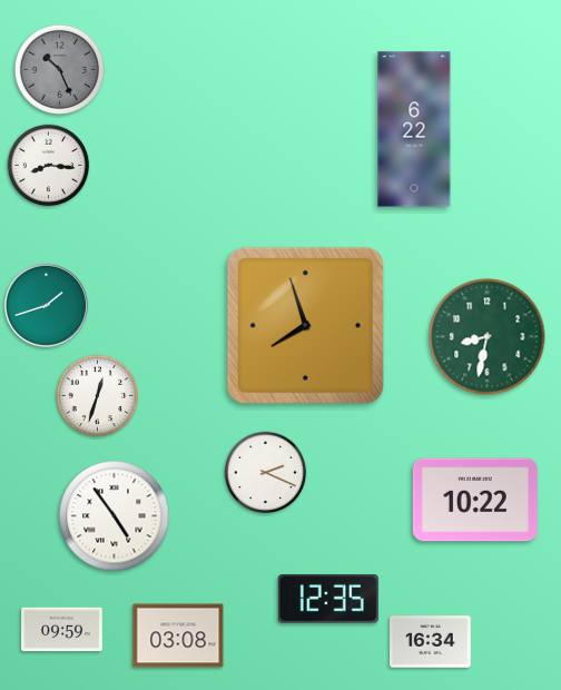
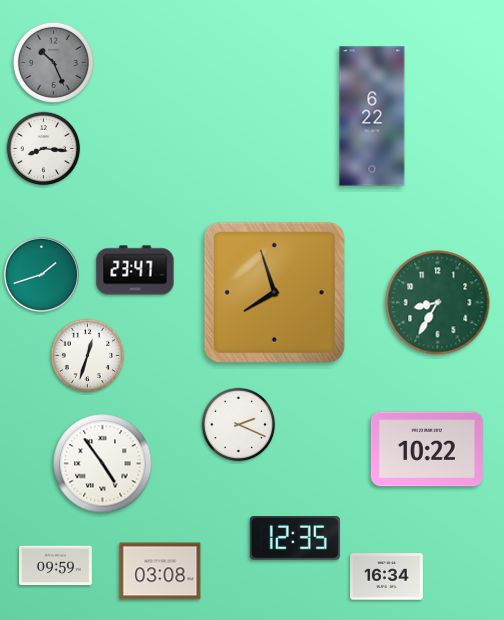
clock at (135, 270): none -> 23:47
clock at (488, 337): 8:32 -> 8:35
